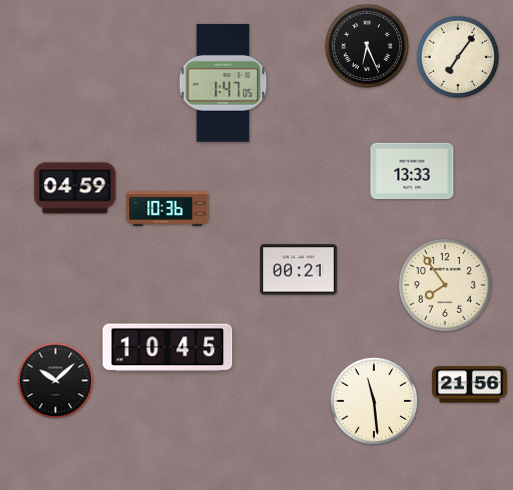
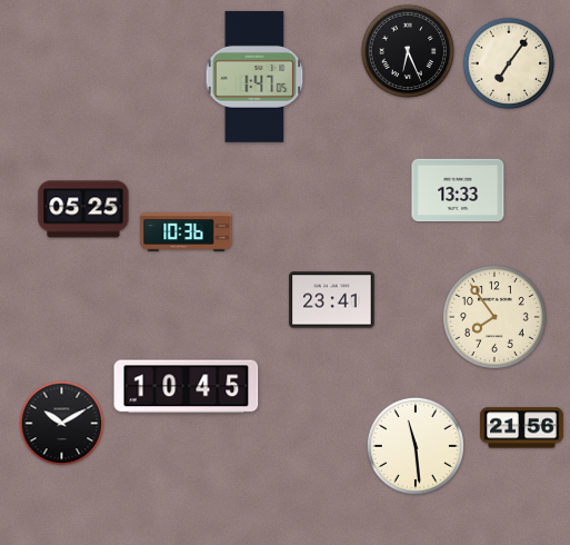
clock at (223, 84) position: (223, 84) -> (254, 78)
clock at (75, 188): 04:59 -> 05:25
clock at (299, 270): 00:21 -> 23:41
clock at (56, 381): 10:08 -> 10:10
